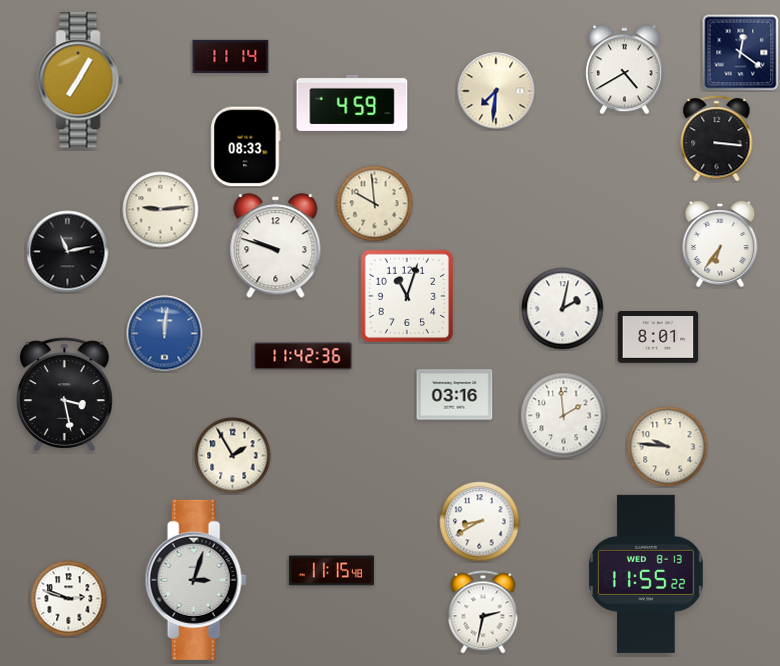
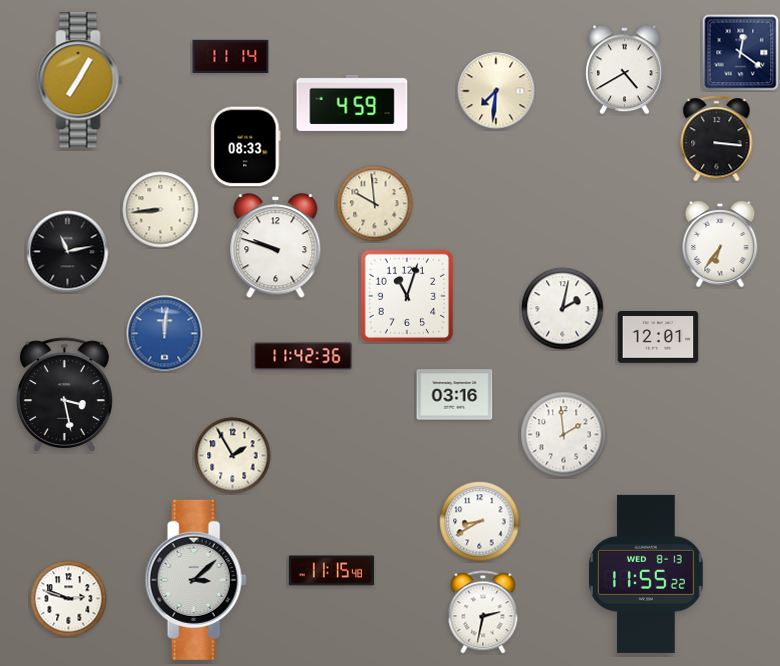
clock at (161, 210): 9:14 -> 8:44
clock at (658, 338): 8:01 -> 12:01
clock at (564, 416) position: (564, 416) -> (564, 435)
clock at (668, 447): 9:46 -> none
clock at (196, 580): 3:03 -> 3:08
